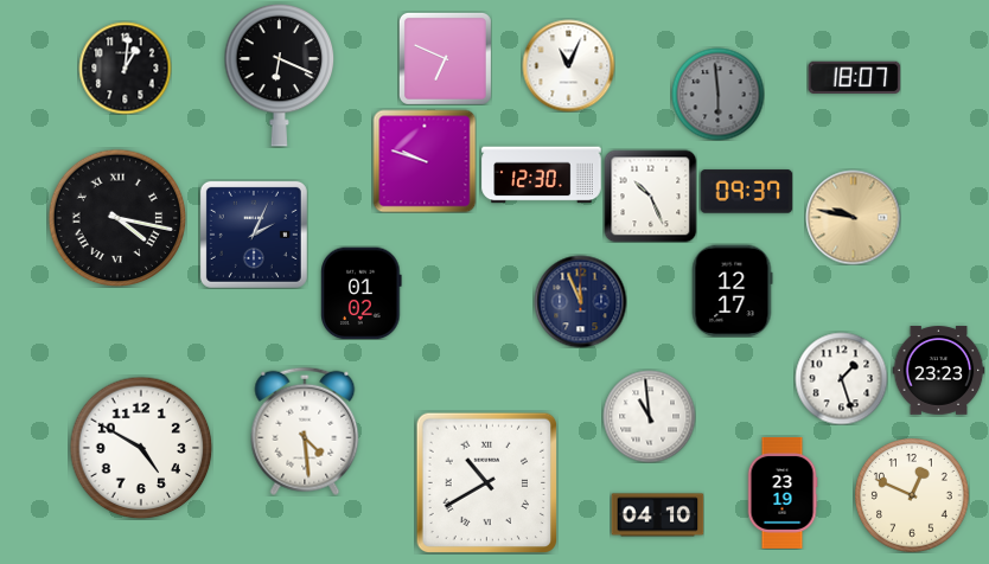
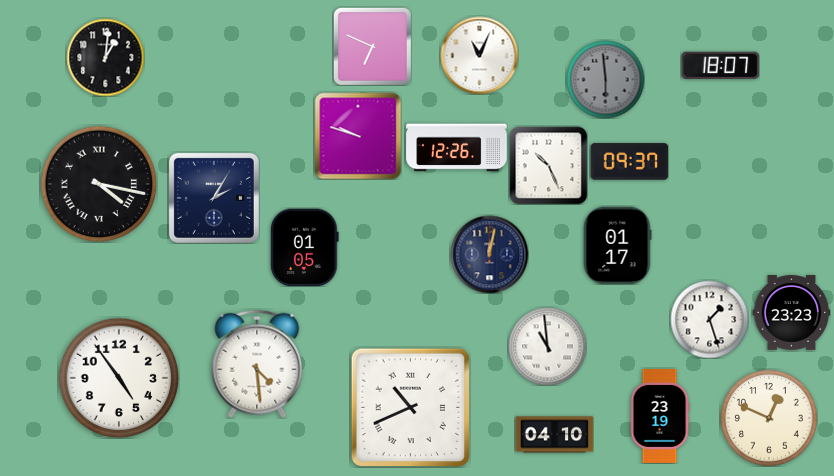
clock at (445, 58) position: (445, 58) -> (372, 46)
clock at (280, 75): 6:19 -> none
clock at (542, 175): 12:30 -> 12:26
clock at (853, 217): 9:47 -> none
clock at (254, 235): 2:04 -> 2:05
clock at (732, 290): 12:17 -> 01:17
clock at (362, 293): 01:02 -> 01:05
clock at (580, 301): 11:56 -> 12:02
clock at (649, 416) position: (649, 416) -> (547, 346)
clock at (141, 448): 4:50 -> 4:54
clock at (486, 482): 10:40 -> 10:41
